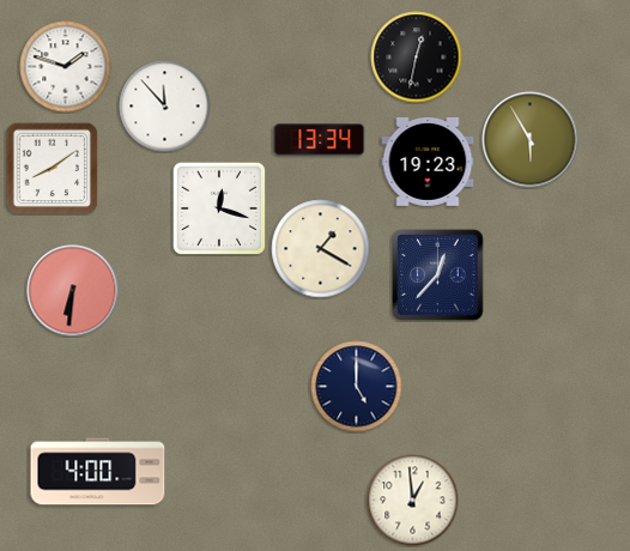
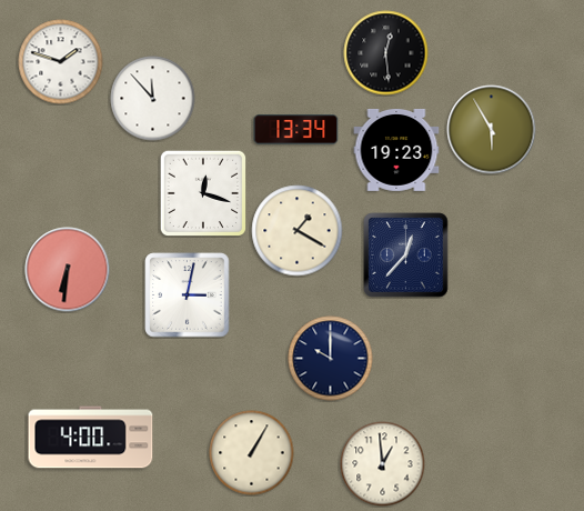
clock at (417, 57): 12:32 -> 12:29
clock at (52, 168): 8:09 -> none
clock at (188, 295): none -> 3:02
clock at (357, 387): 5:00 -> 10:00
clock at (252, 453): none -> 1:05
